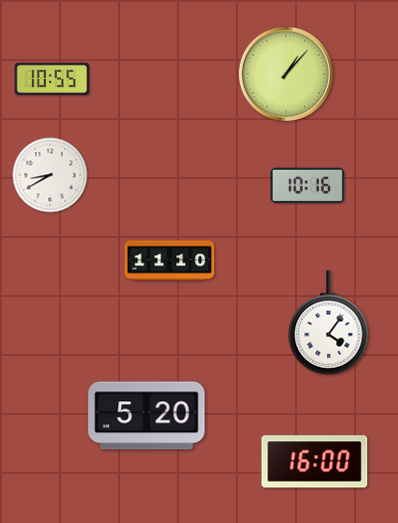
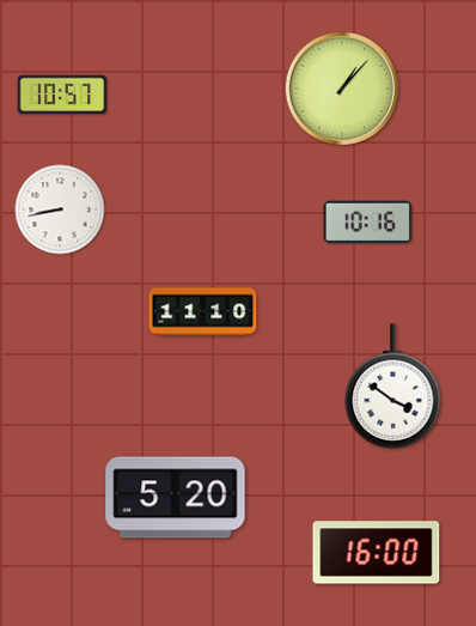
clock at (52, 79): 10:55 -> 10:57
clock at (50, 175): 8:40 -> 8:43
clock at (329, 323): 4:06 -> 3:51
